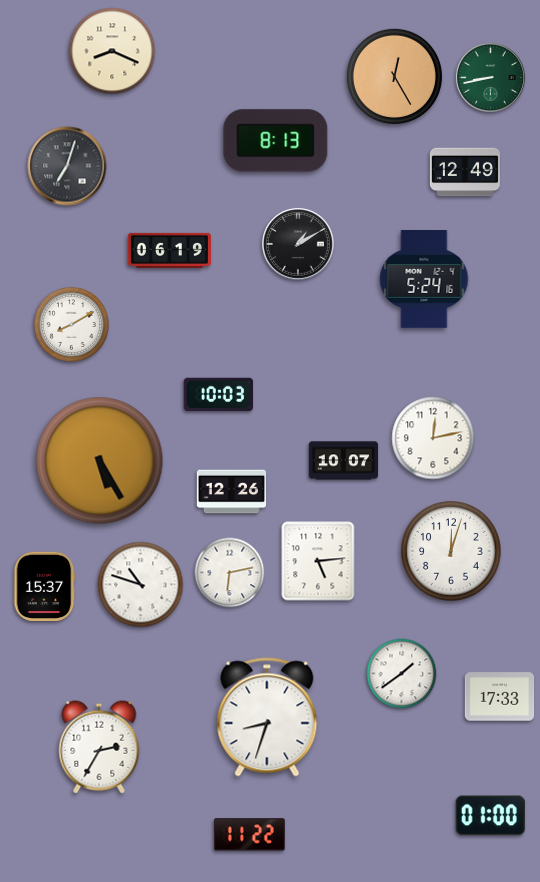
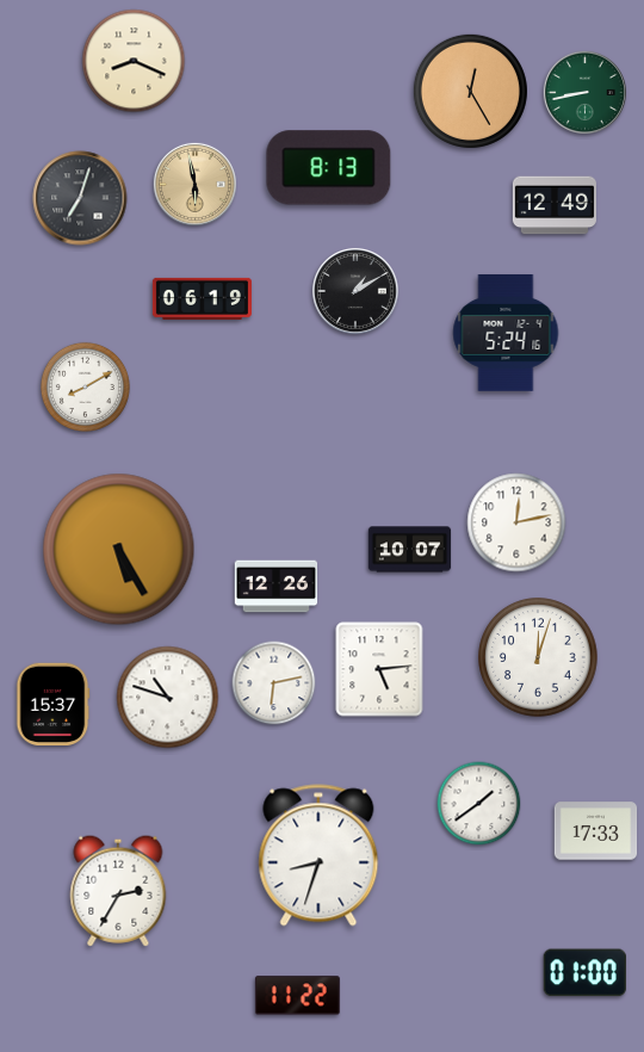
clock at (194, 184): none -> 5:58
clock at (218, 394): 10:03 -> none
clock at (44, 586) position: (44, 586) -> (52, 704)
